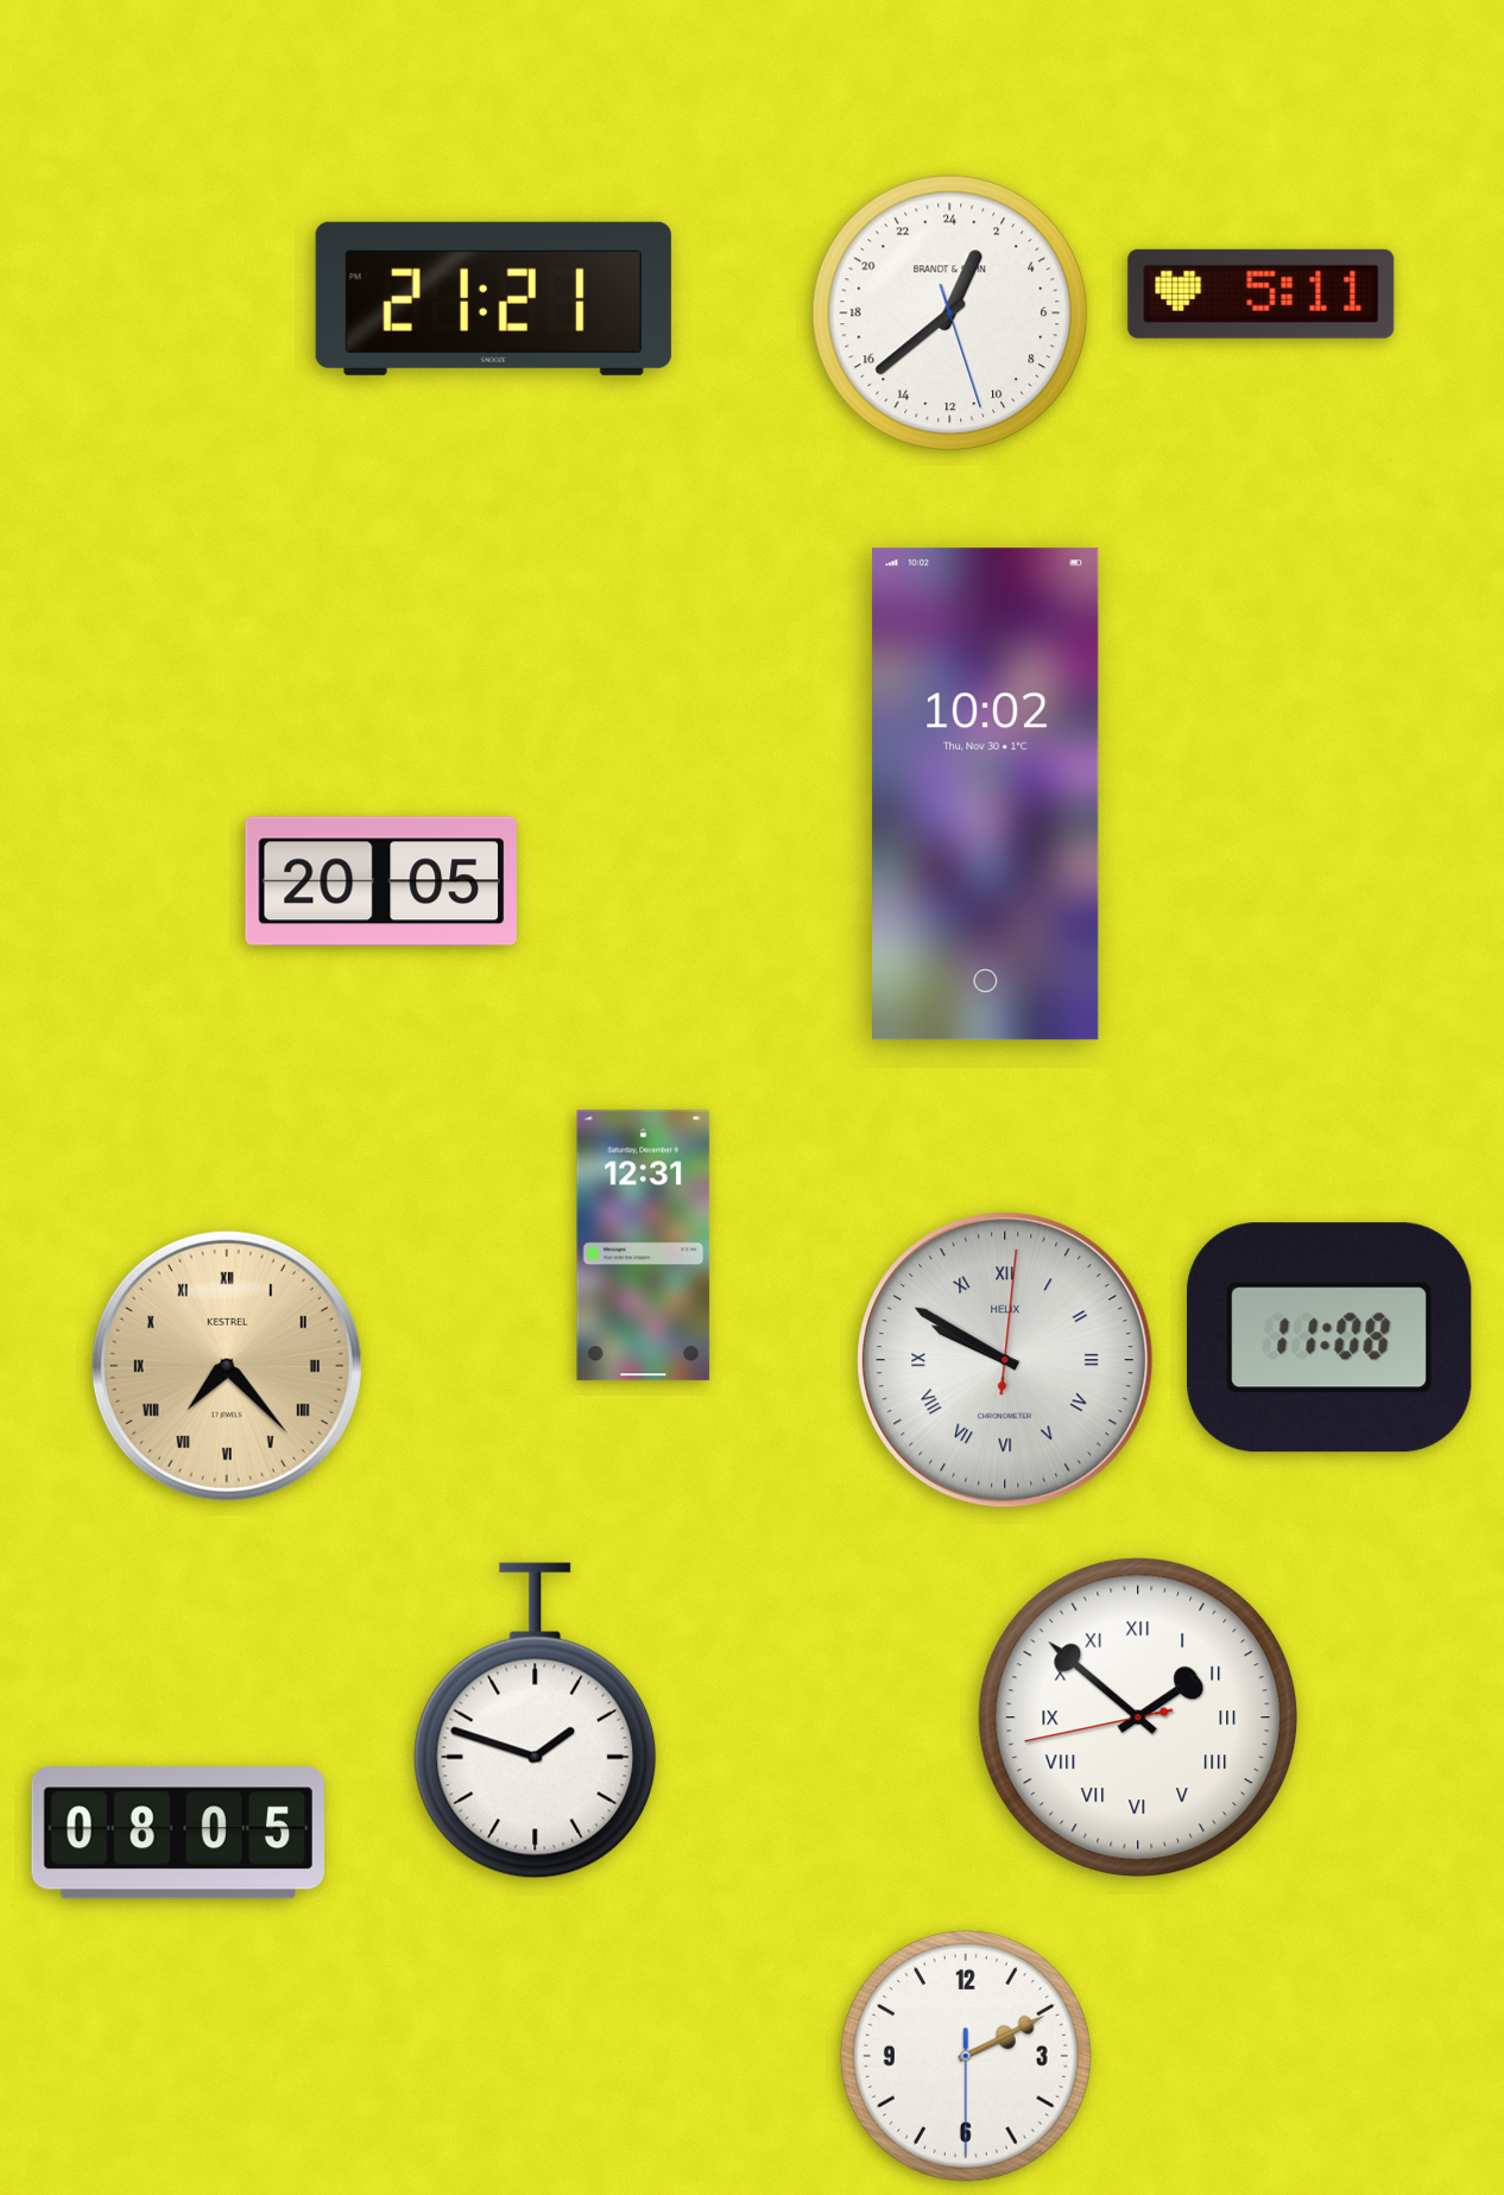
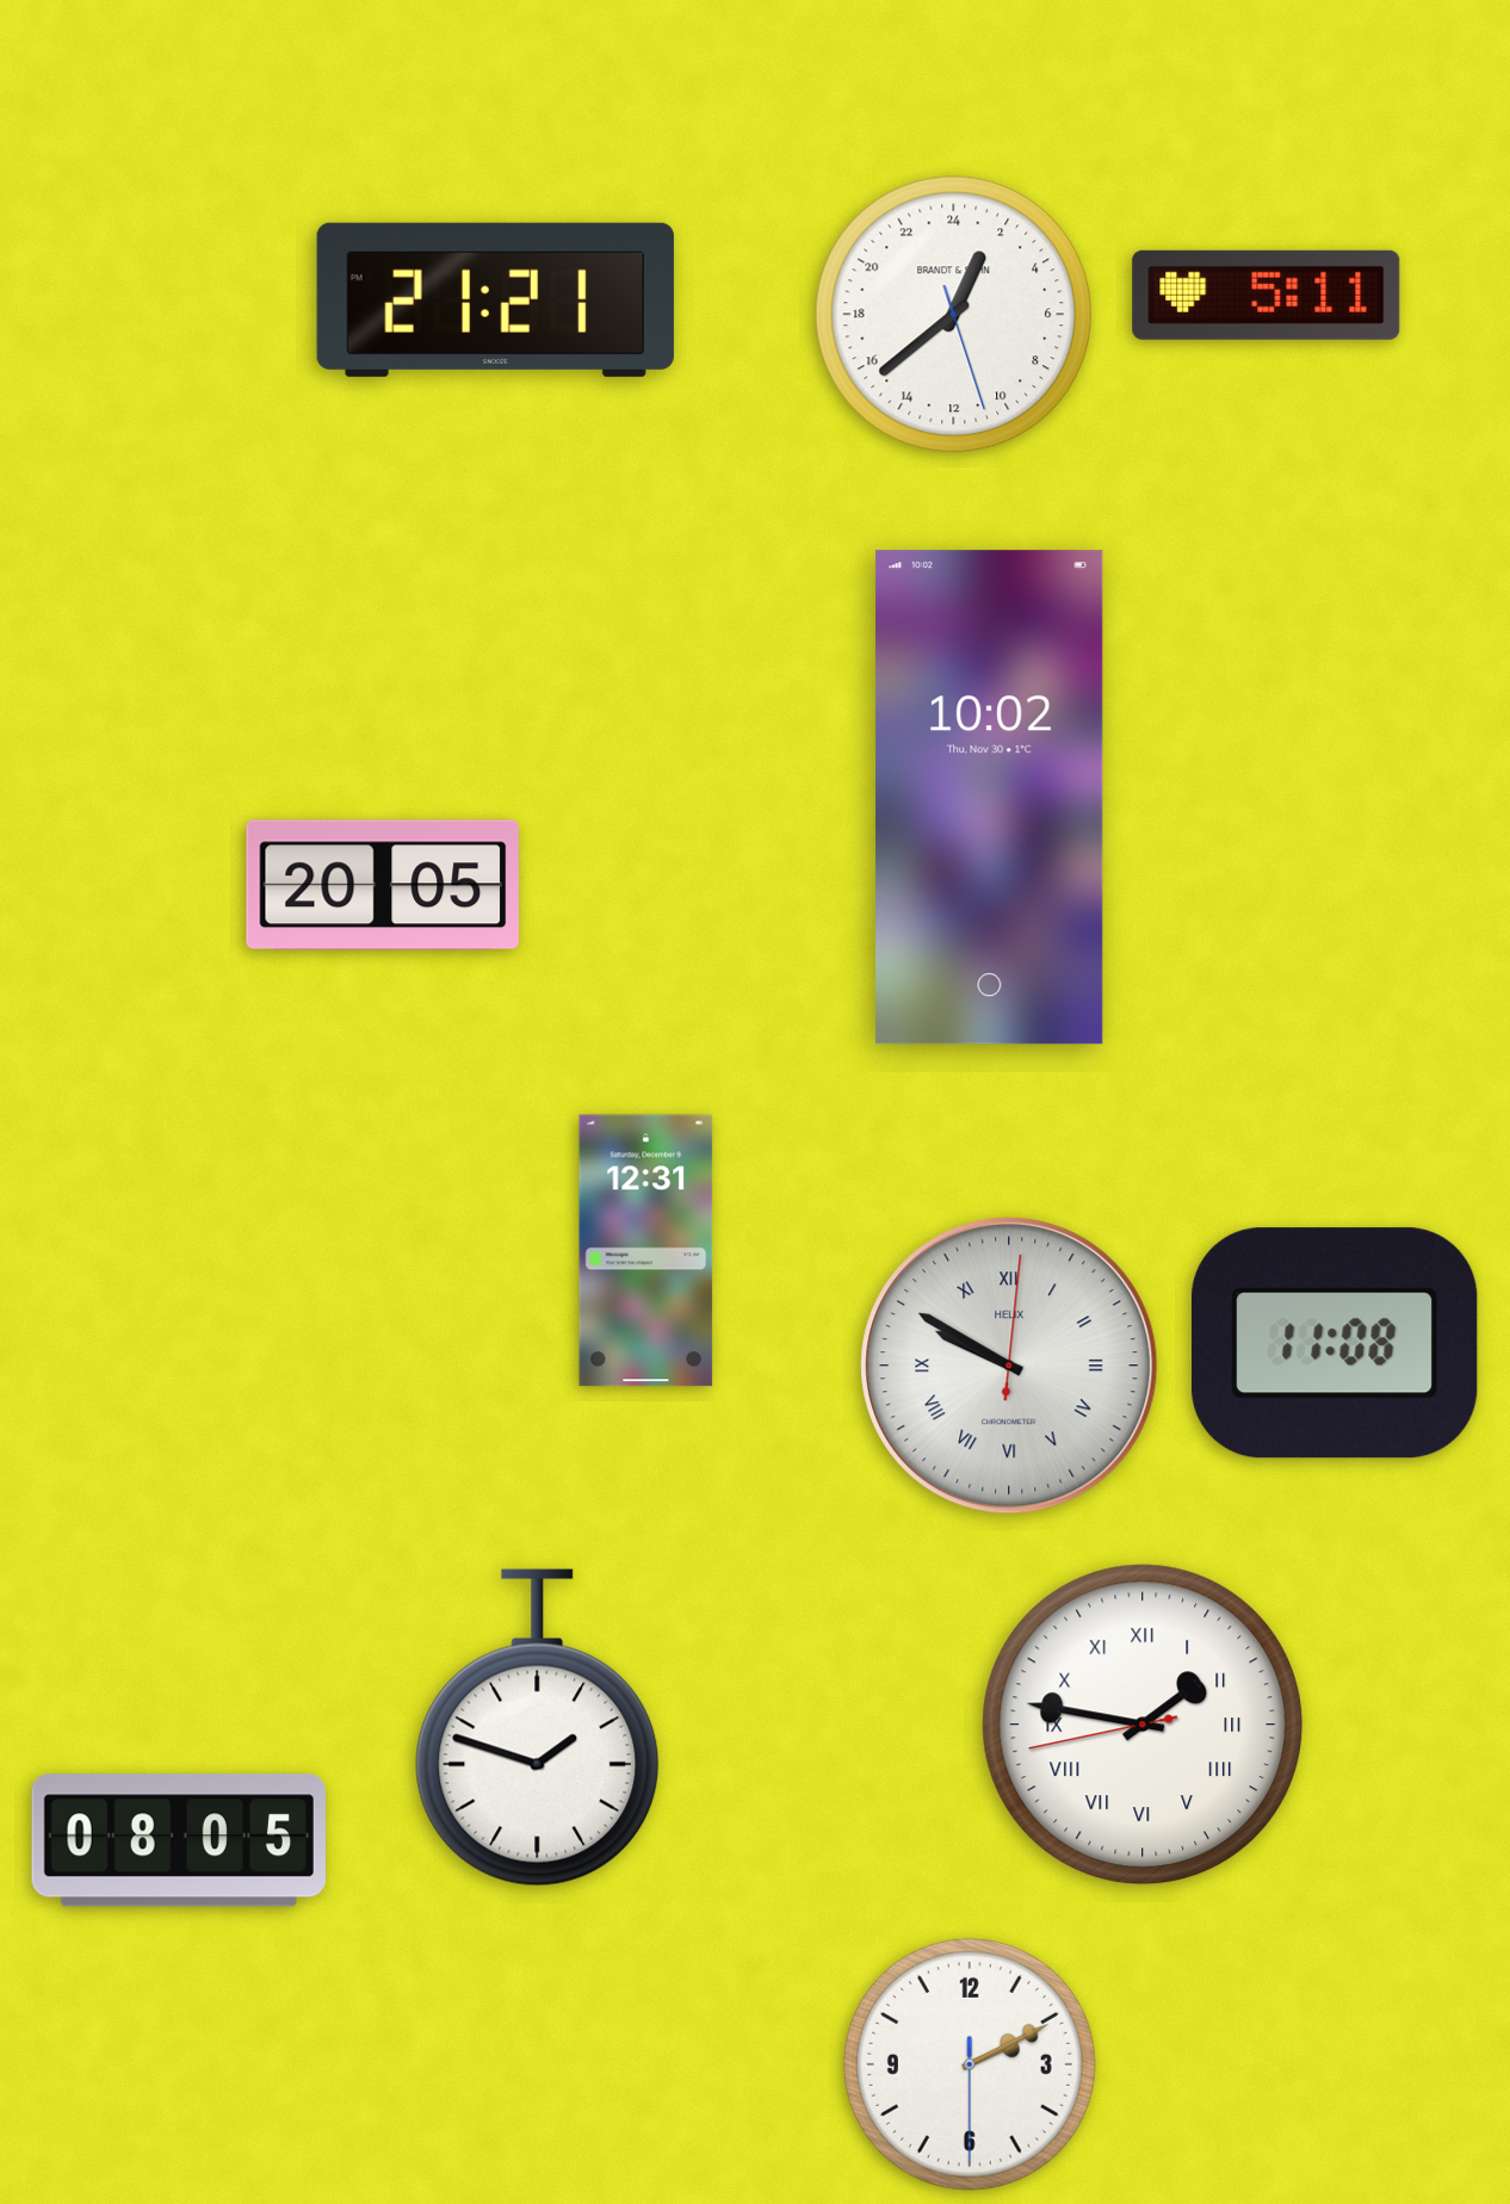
clock at (227, 1366): 7:23 -> none
clock at (1138, 1718): 1:51 -> 1:46
